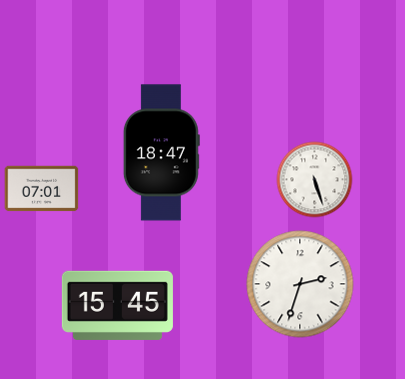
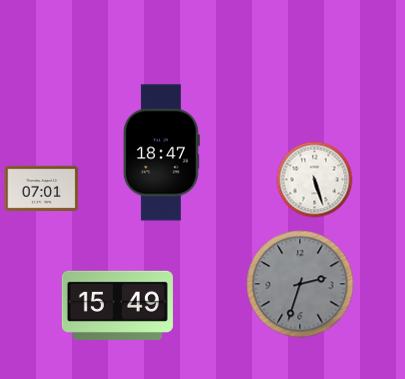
clock at (300, 284) dial: white -> grey
clock at (117, 305): 15:45 -> 15:49
